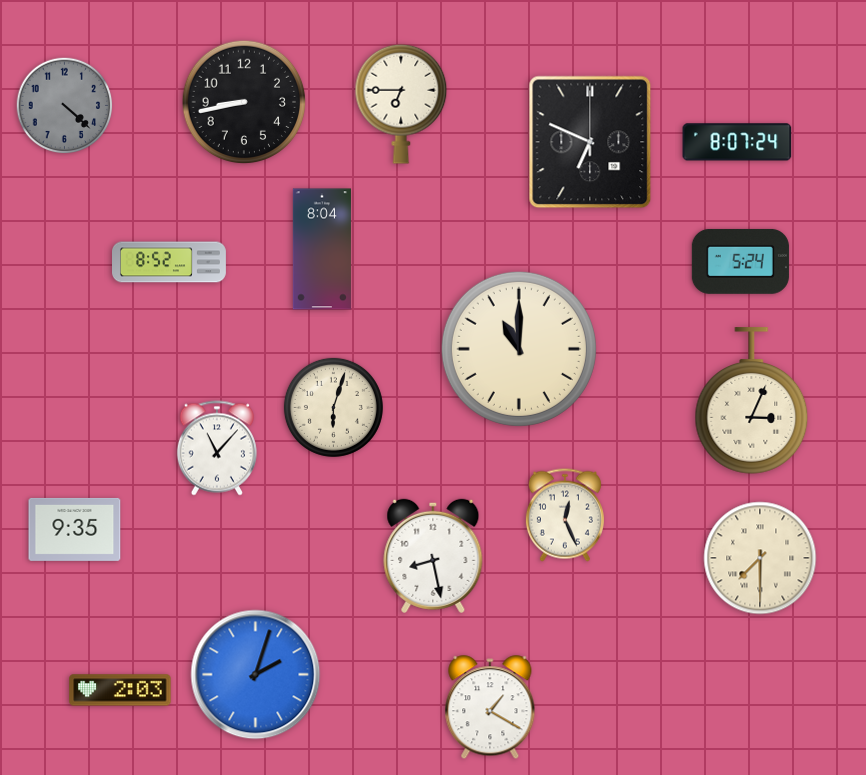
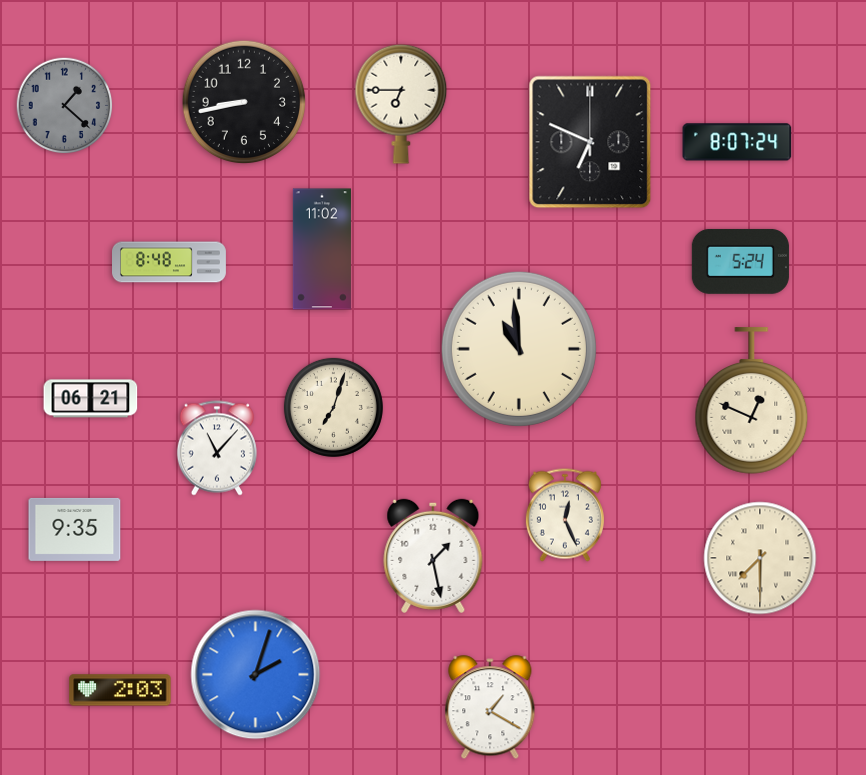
clock at (65, 106): 4:22 -> 1:22
clock at (322, 249): 8:04 -> 11:02
clock at (170, 262): 8:52 -> 8:48
clock at (519, 349): 11:00 -> 10:59
clock at (91, 399): none -> 06:21
clock at (752, 401): 3:04 -> 12:49
clock at (333, 407): 6:03 -> 7:03
clock at (433, 556): 8:28 -> 1:28
